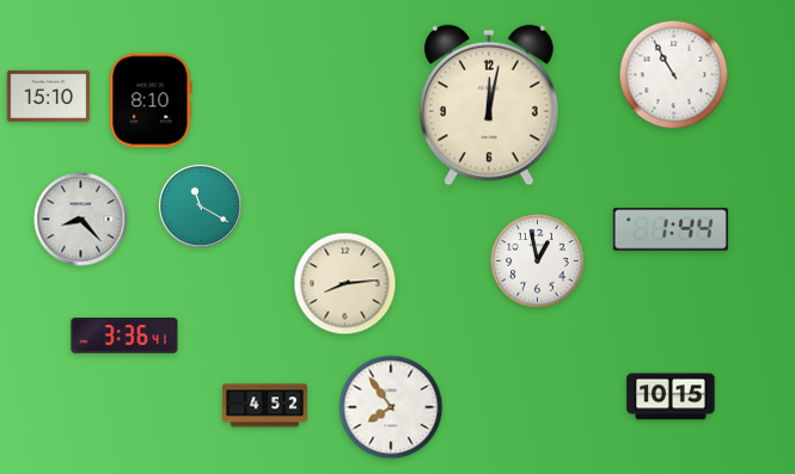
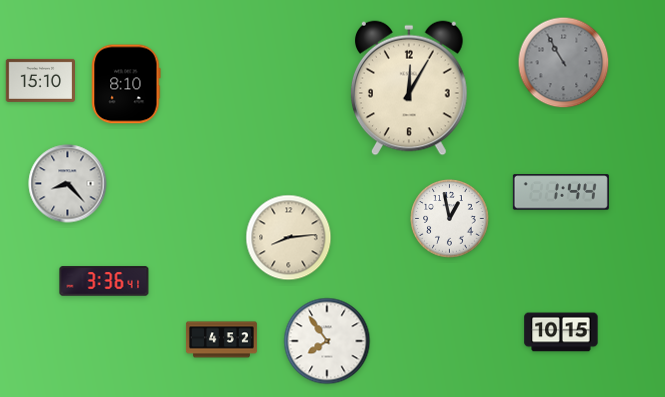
clock at (674, 75) dial: white -> grey
clock at (490, 105): 12:02 -> 12:05
clock at (200, 205): 11:20 -> none
